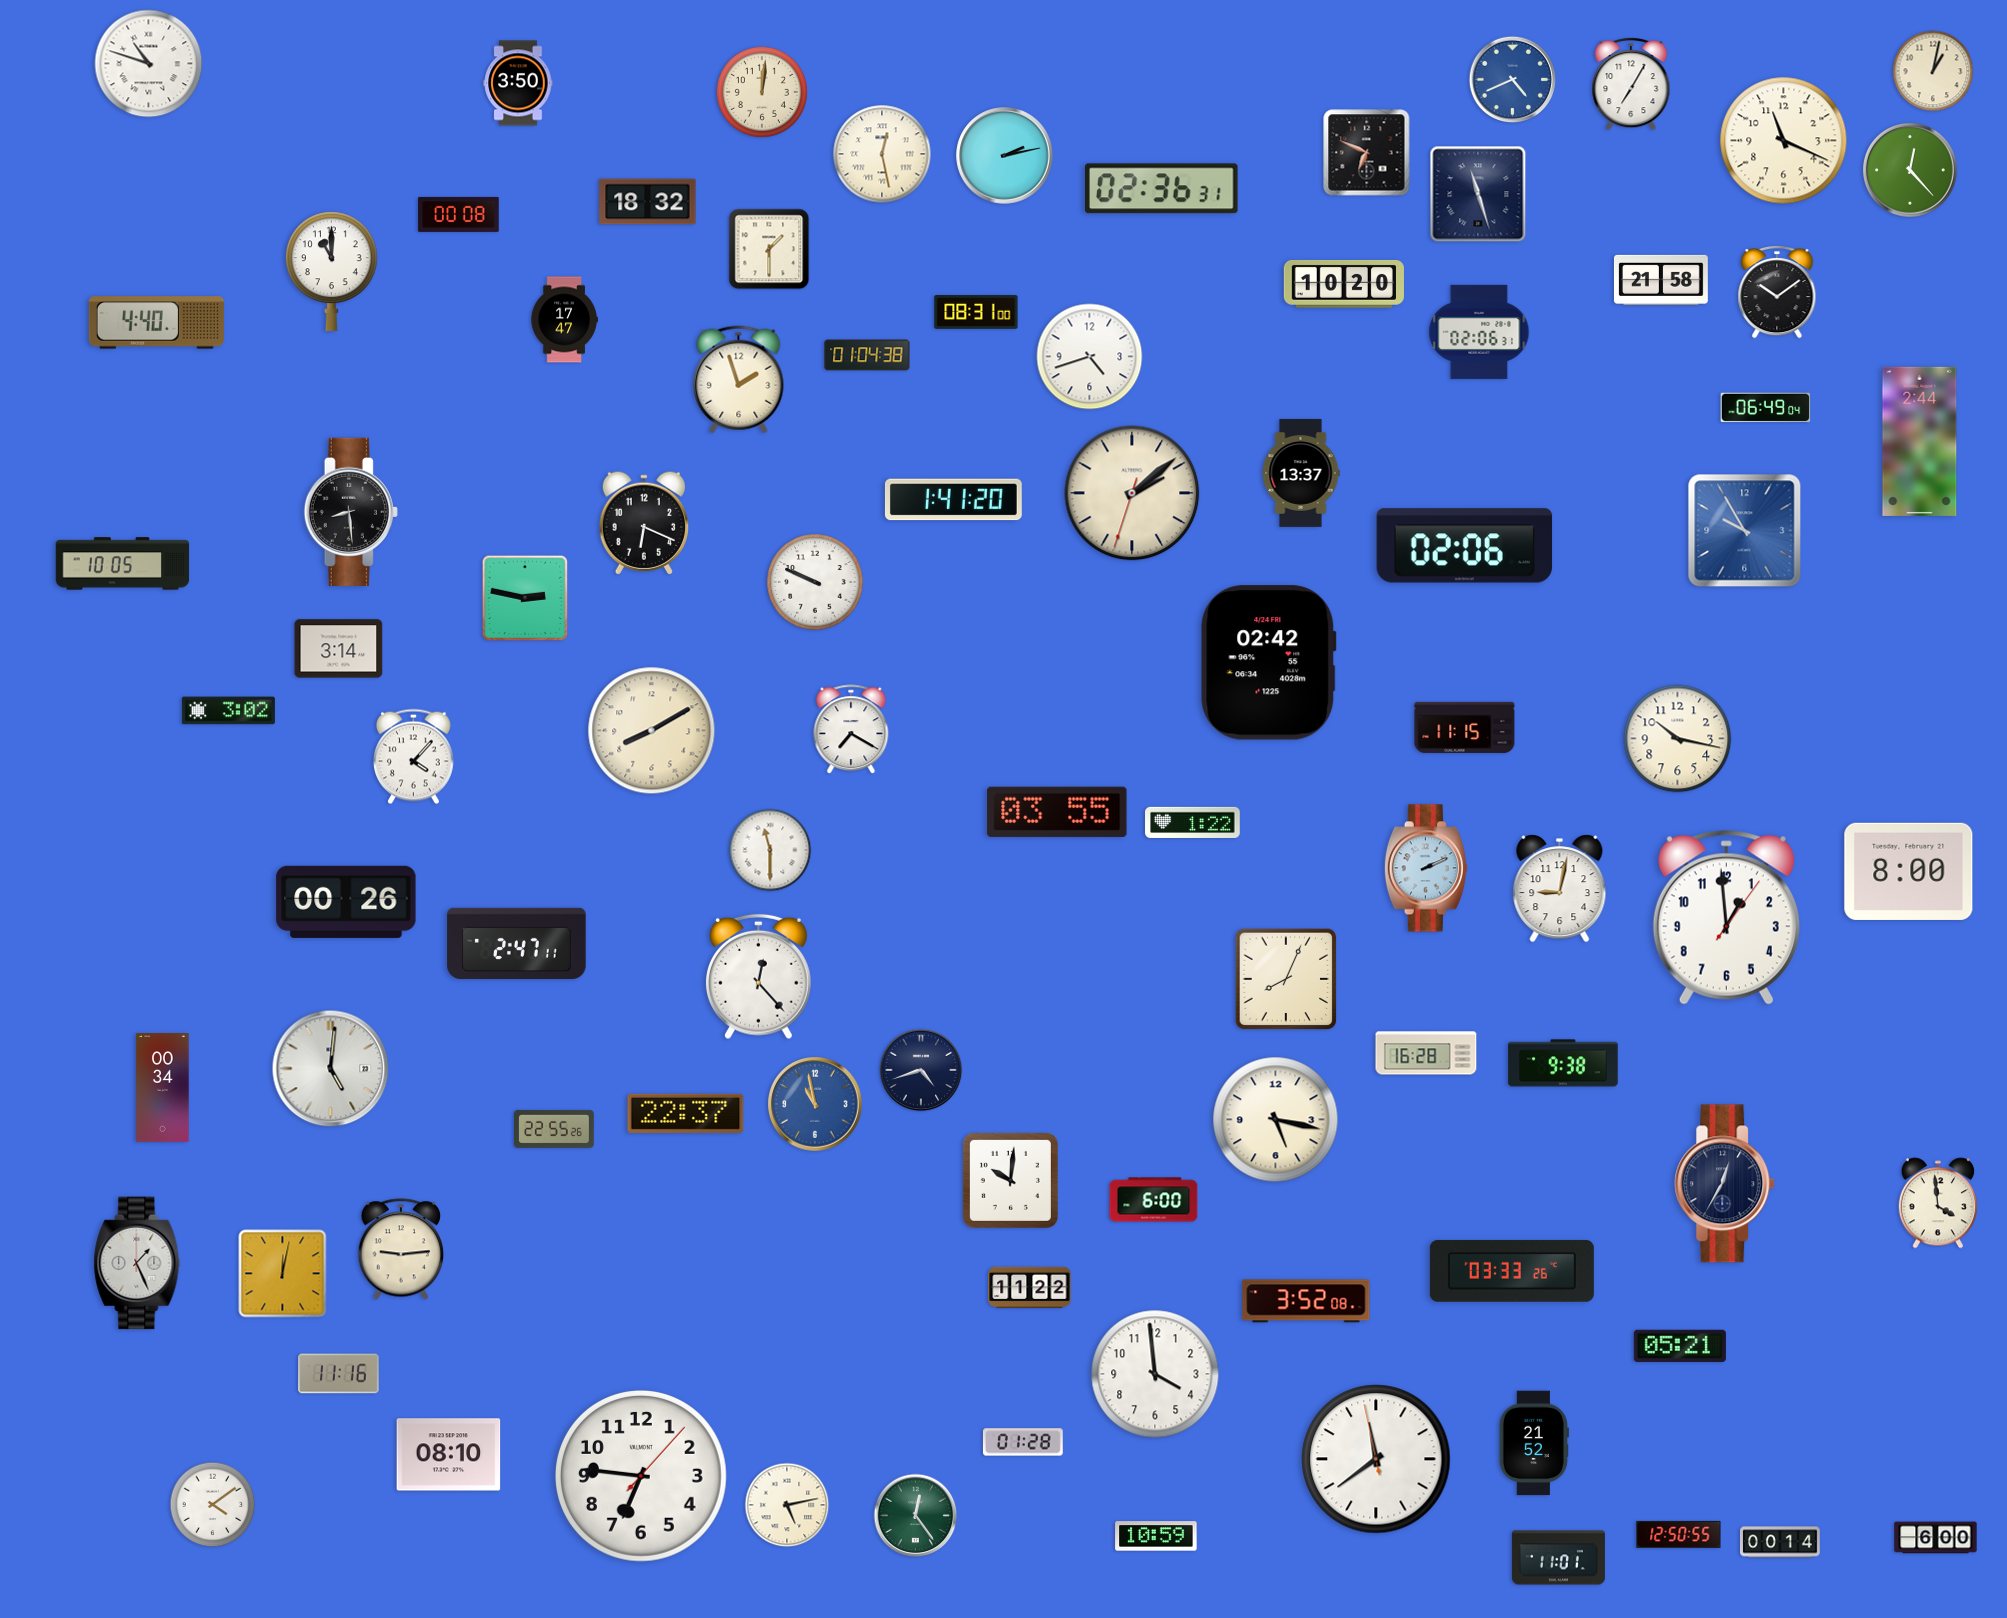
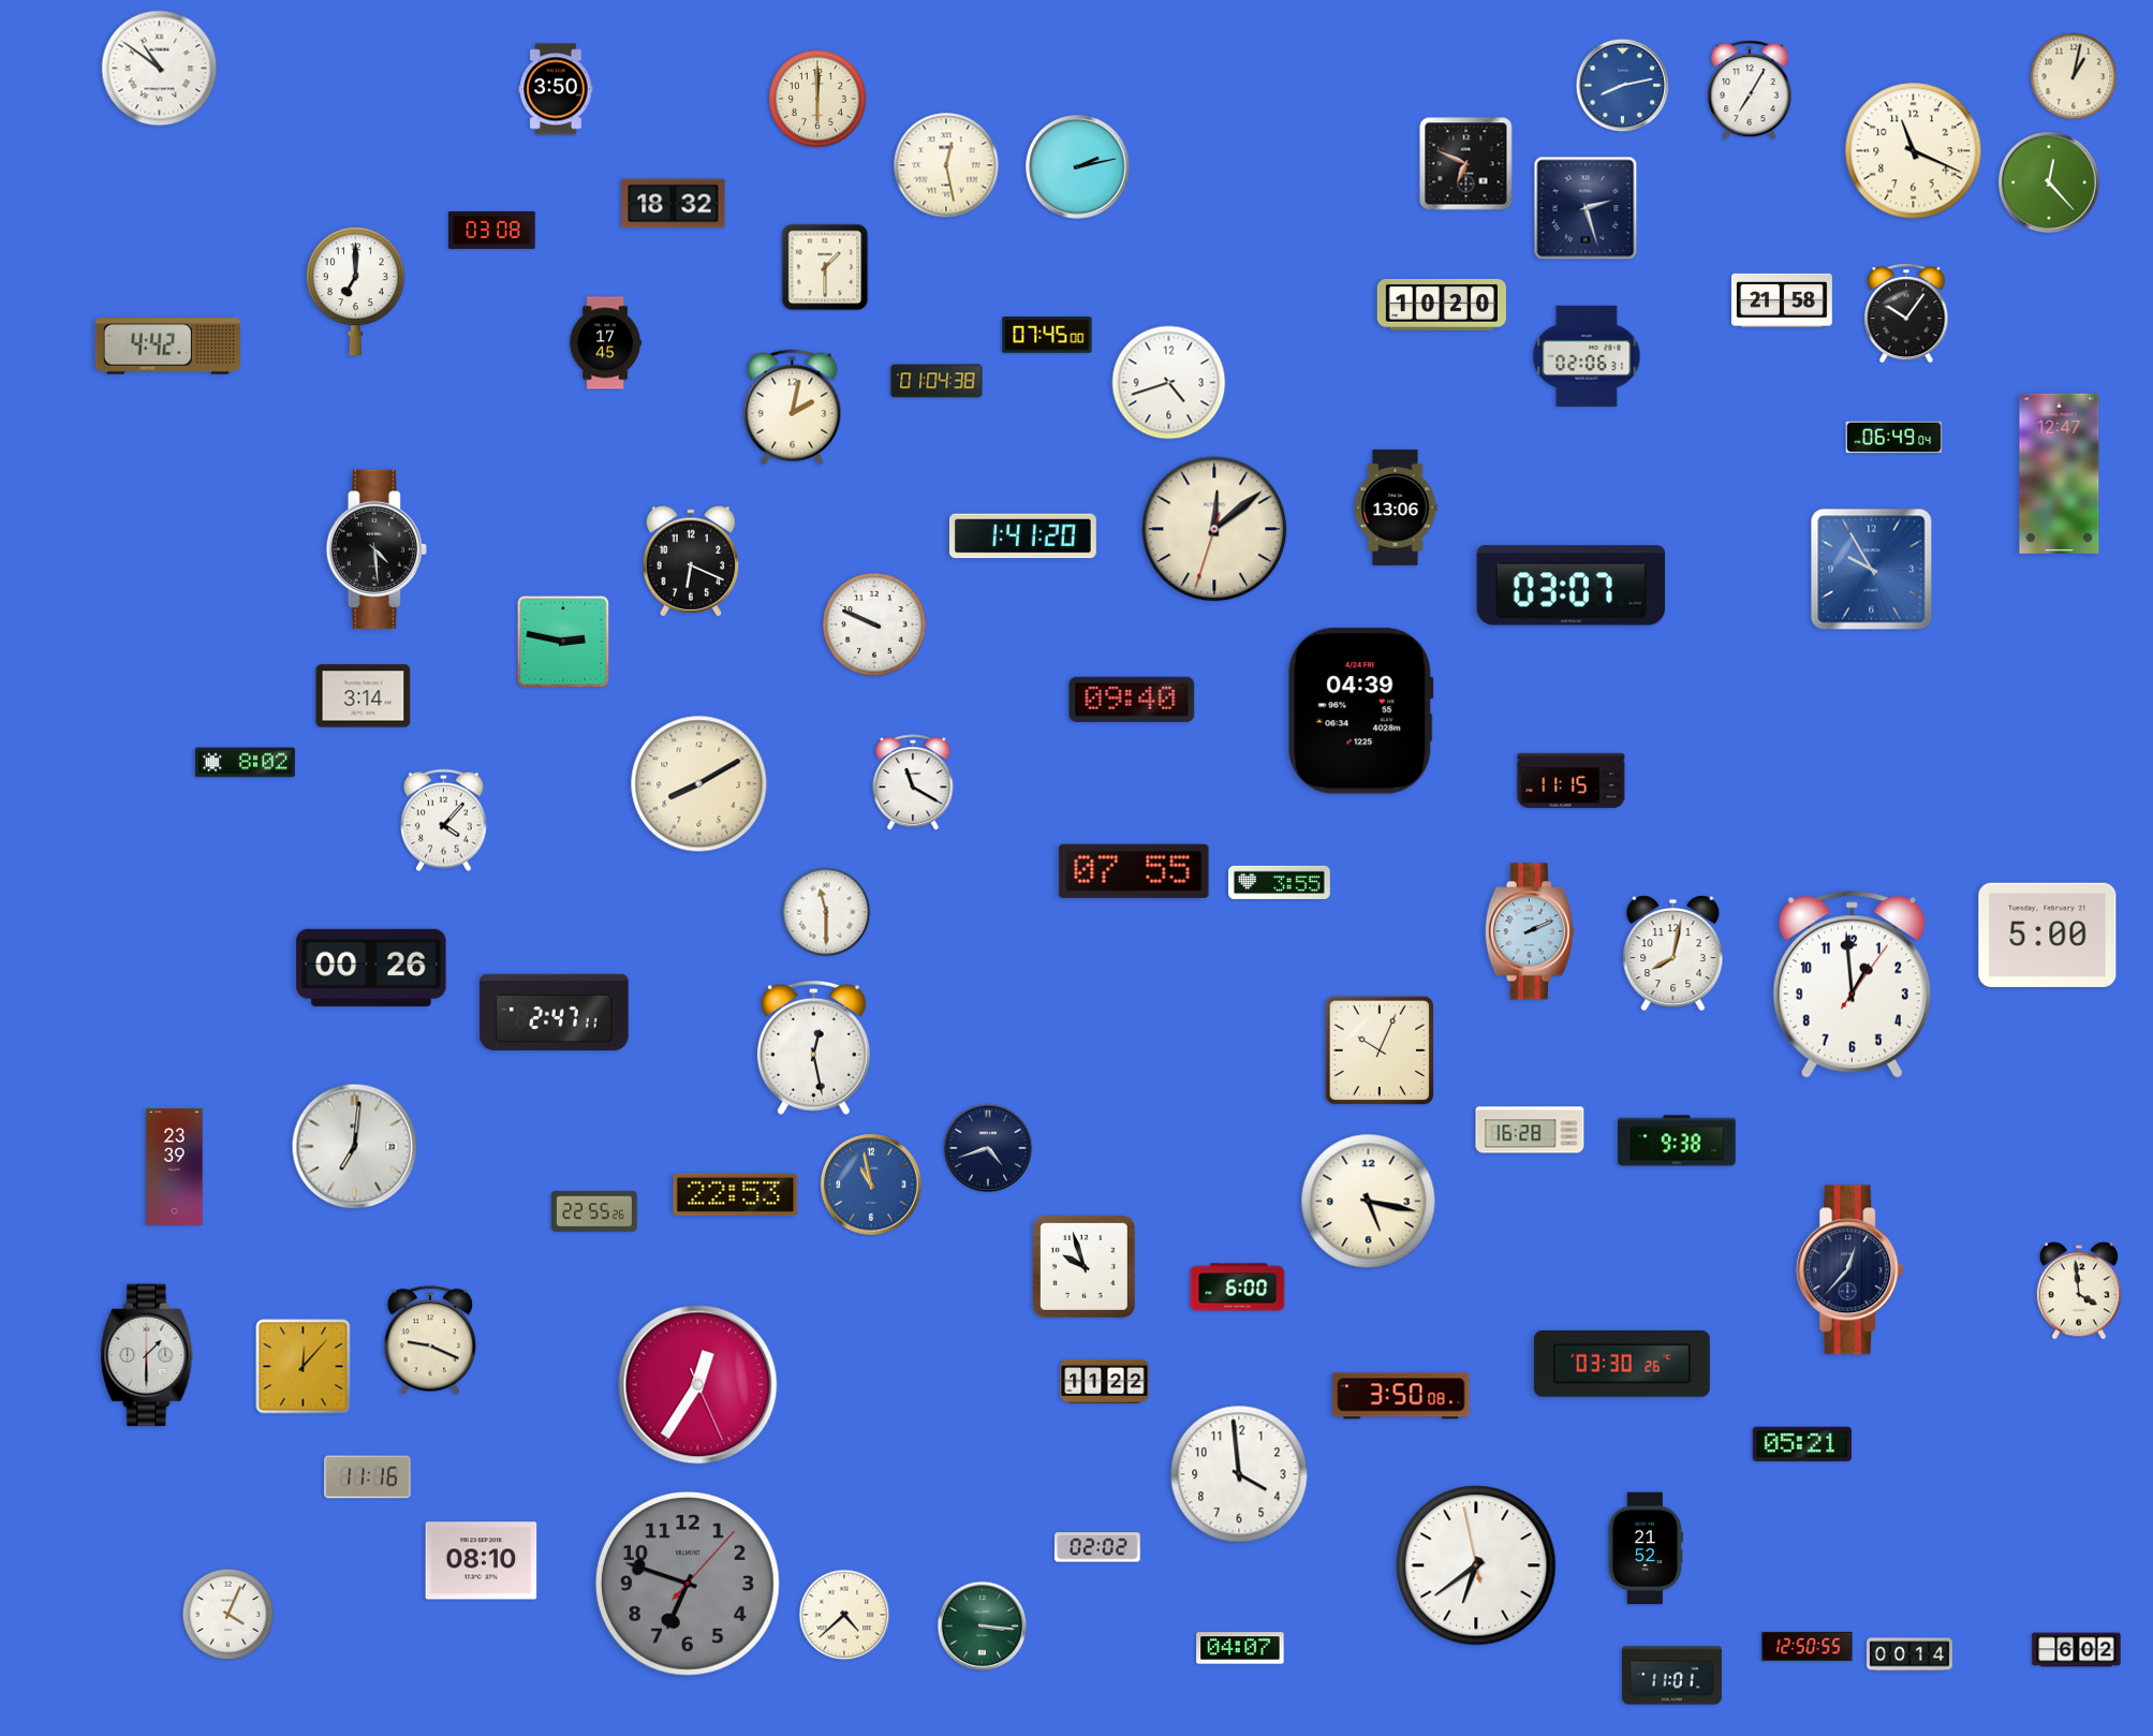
clock at (149, 64): 10:48 -> 10:51
clock at (1513, 80): 4:41 -> 8:13
clock at (762, 92): 12:01 -> 6:00
clock at (1161, 189): 02:36 -> none
clock at (1478, 194): 11:27 -> 2:27
clock at (648, 202) position: (648, 202) -> (674, 204)
clock at (459, 214): 00:08 -> 03:08
clock at (332, 271): 11:00 -> 7:00
clock at (1777, 292): 10:09 -> 10:06
clock at (976, 312): 08:31 -> 07:45
clock at (564, 320): 17:47 -> 17:45
clock at (156, 323): 4:40 -> 4:42
clock at (867, 355) position: (867, 355) -> (937, 381)
clock at (739, 380): 1:57 -> 2:02
clock at (1920, 441): 2:44 -> 12:47
clock at (1301, 473): 13:37 -> 13:06
clock at (1132, 493): 2:08 -> 12:08
clock at (351, 512): 8:29 -> 4:29
clock at (1465, 546): 02:06 -> 03:07
clock at (123, 564): 10:05 -> none
clock at (1132, 700): none -> 09:40
clock at (1269, 663): 02:42 -> 04:39
clock at (228, 711): 3:02 -> 8:02
clock at (851, 730): 7:20 -> 11:20
clock at (1678, 739): 10:17 -> none
clock at (414, 757) position: (414, 757) -> (444, 821)
clock at (1057, 812): 03:55 -> 07:55
clock at (1193, 822): 1:22 -> 3:55
clock at (1909, 871): 8:00 -> 5:00
clock at (1560, 889): 9:02 -> 8:02
clock at (758, 977): 12:23 -> 12:28
clock at (1286, 979): 8:04 -> 10:04
clock at (331, 1069): 5:01 -> 7:01
clock at (163, 1088): 00:34 -> 23:39
clock at (816, 1105) position: (816, 1105) -> (872, 1186)
clock at (686, 1113): 22:37 -> 22:53
clock at (1010, 1180): 10:01 -> 9:57
clock at (1725, 1184): 12:35 -> 12:37
clock at (401, 1249): 9:14 -> 9:19
clock at (137, 1263): 1:26 -> 1:30
clock at (1512, 1271): 03:33 -> 03:30
clock at (283, 1274): 12:02 -> 12:07
clock at (698, 1385): none -> 12:35
clock at (1306, 1301): 3:52 -> 3:50
clock at (339, 1374) position: (339, 1374) -> (368, 1477)
clock at (1023, 1442): 01:28 -> 02:02
clock at (1376, 1459): 11:38 -> 6:38
clock at (641, 1476): 6:46 -> 6:48
clock at (641, 1476) dial: white -> grey
clock at (213, 1505): 4:09 -> 4:04
clock at (787, 1505): 5:13 -> 4:38
clock at (916, 1516): 12:24 -> 3:16
clock at (1679, 1534) position: (1679, 1534) -> (1808, 1646)
clock at (1156, 1536): 10:59 -> 04:07
clock at (1936, 1538): 6:00 -> 6:02
clock at (1558, 1558) position: (1558, 1558) -> (1671, 1676)
